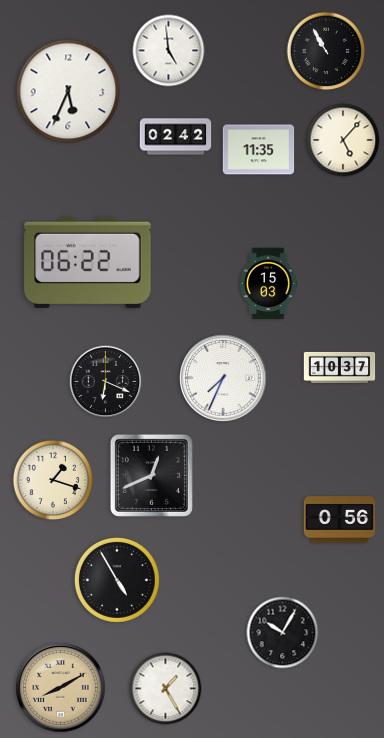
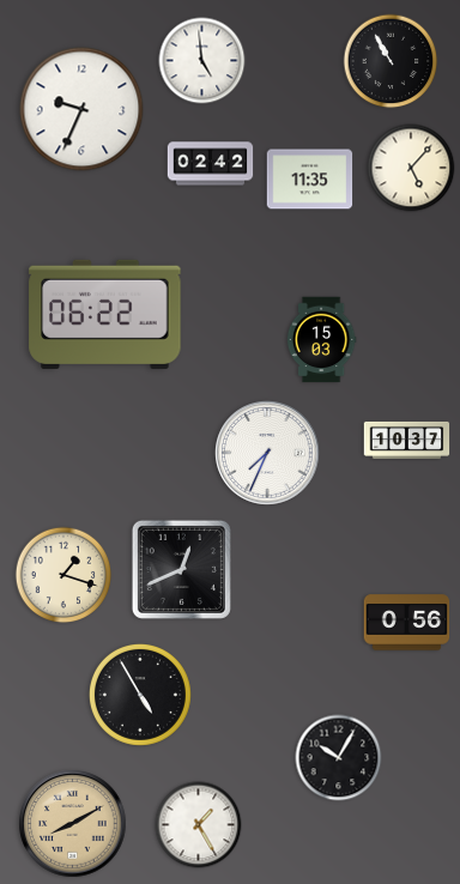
clock at (68, 91): 5:34 -> 9:34
clock at (106, 382): 6:19 -> none
